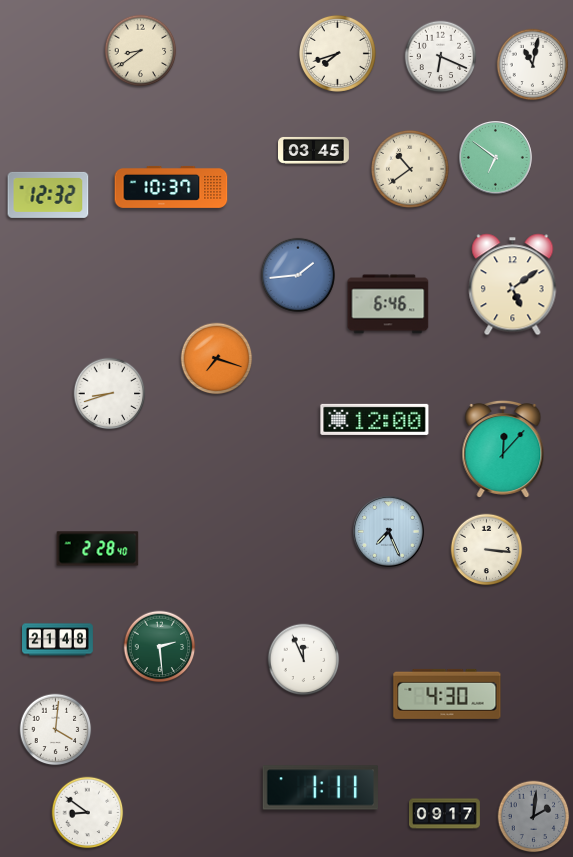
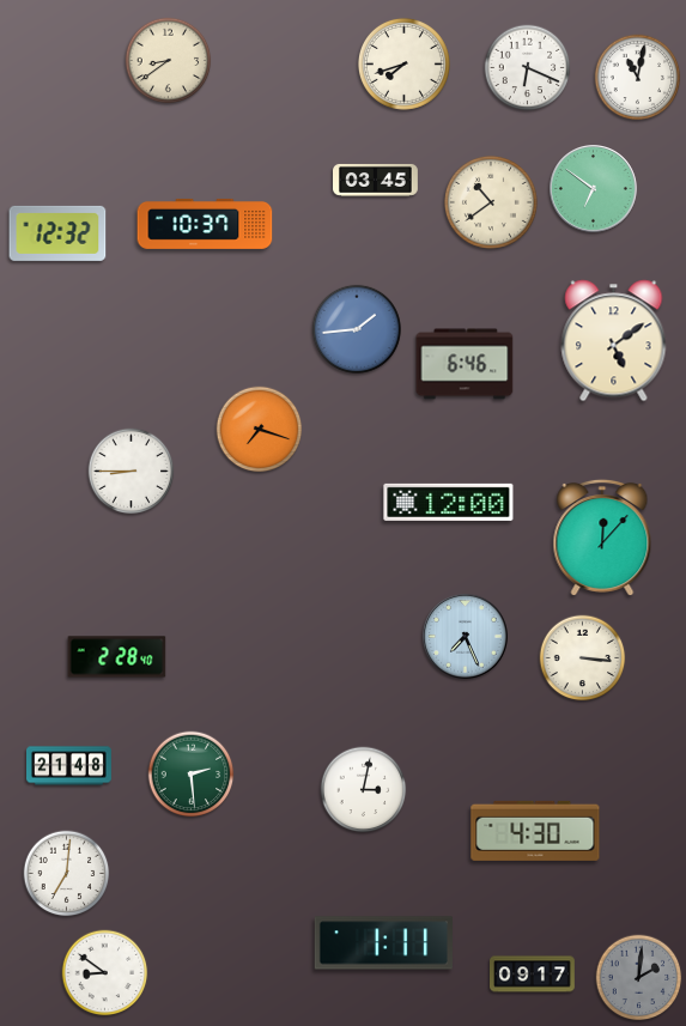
clock at (110, 394): 8:42 -> 8:45
clock at (304, 660): 11:56 -> 3:02
clock at (56, 730): 4:01 -> 7:01
